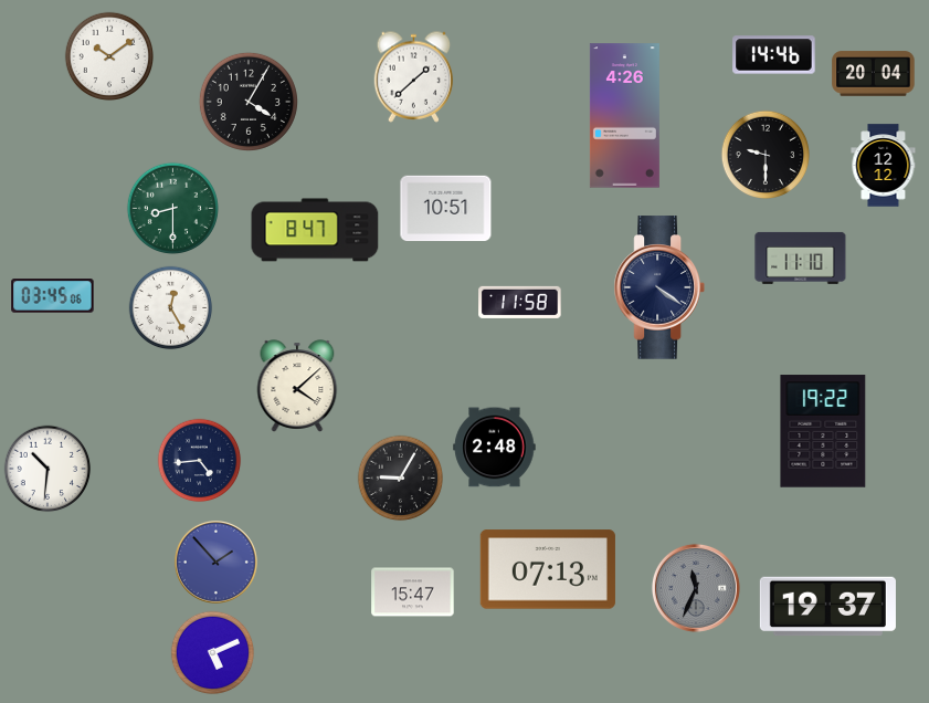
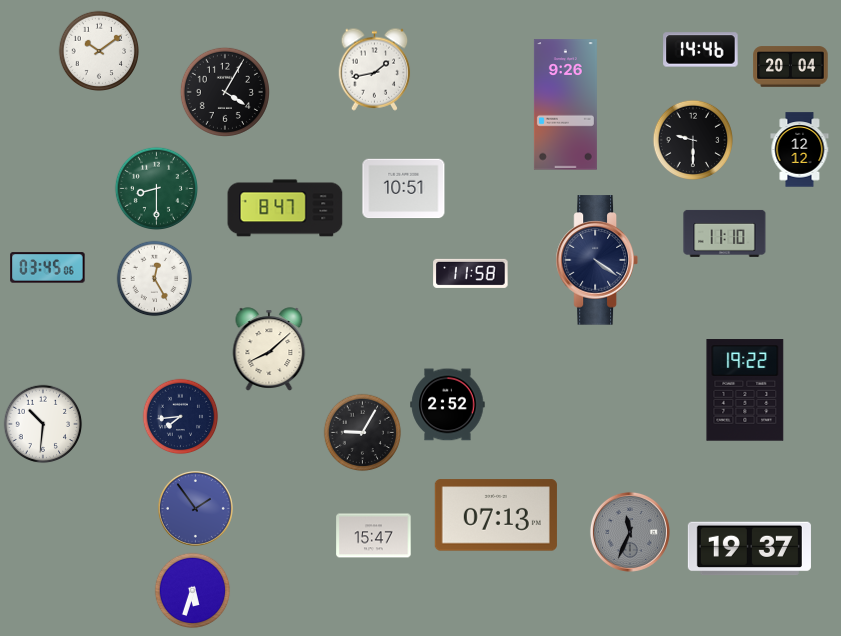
clock at (414, 76): 1:38 -> 1:43
clock at (624, 116): 4:26 -> 9:26
clock at (297, 386): 4:08 -> 8:08
clock at (495, 448): 2:48 -> 2:52
clock at (200, 461): 4:44 -> 7:44
clock at (215, 562): 1:53 -> 1:54
clock at (213, 653): 5:11 -> 5:33
